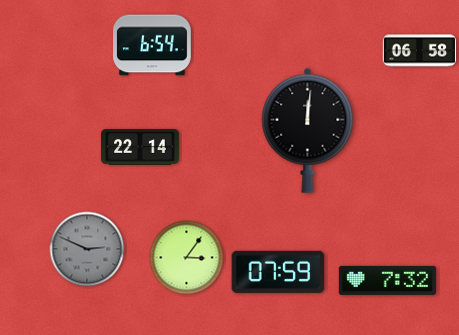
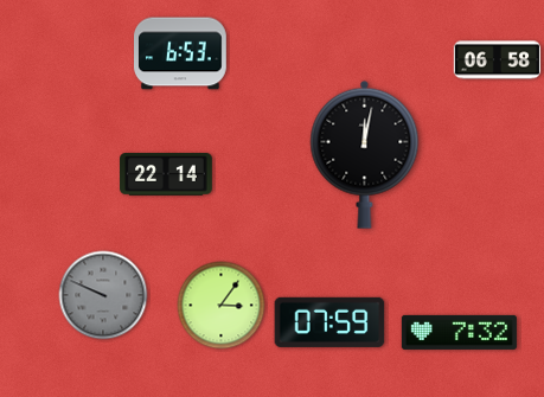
clock at (153, 45): 6:54 -> 6:53
clock at (308, 130): 12:01 -> 12:02
clock at (87, 249): 2:49 -> 9:49
